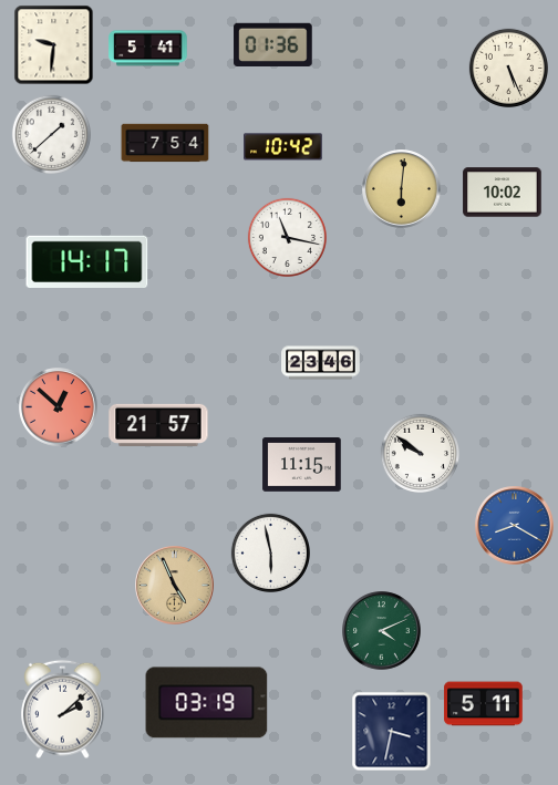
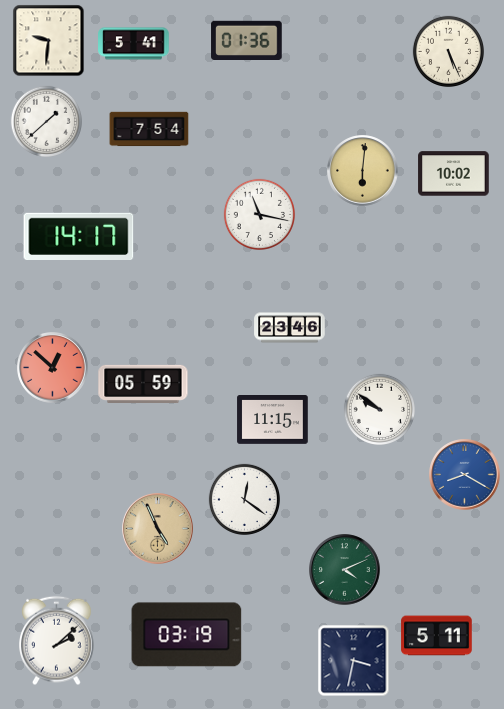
clock at (508, 68) position: (508, 68) -> (448, 51)
clock at (283, 147): 10:42 -> none
clock at (158, 424): 21:57 -> 05:59
clock at (270, 552): 5:58 -> 12:21
